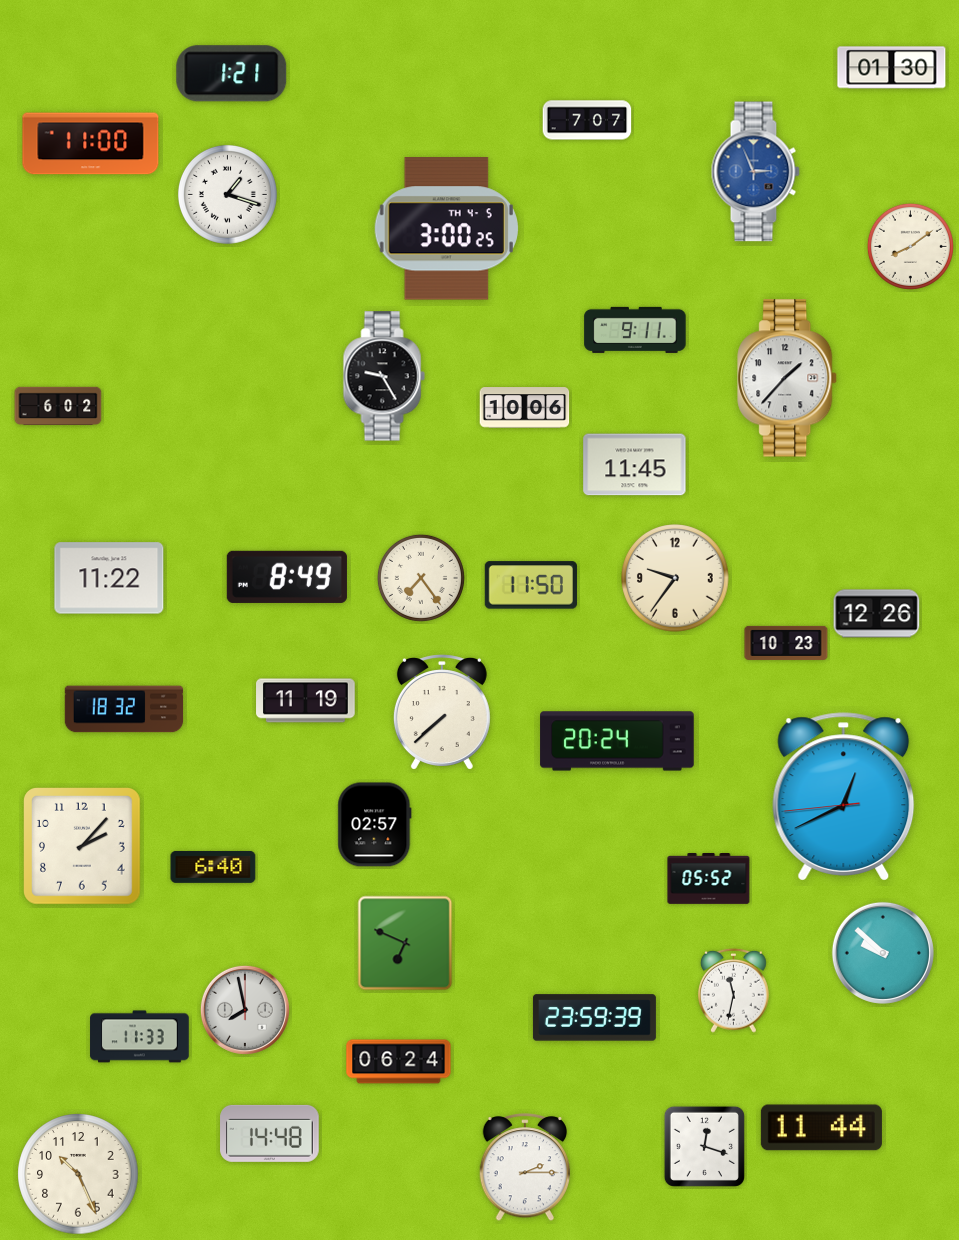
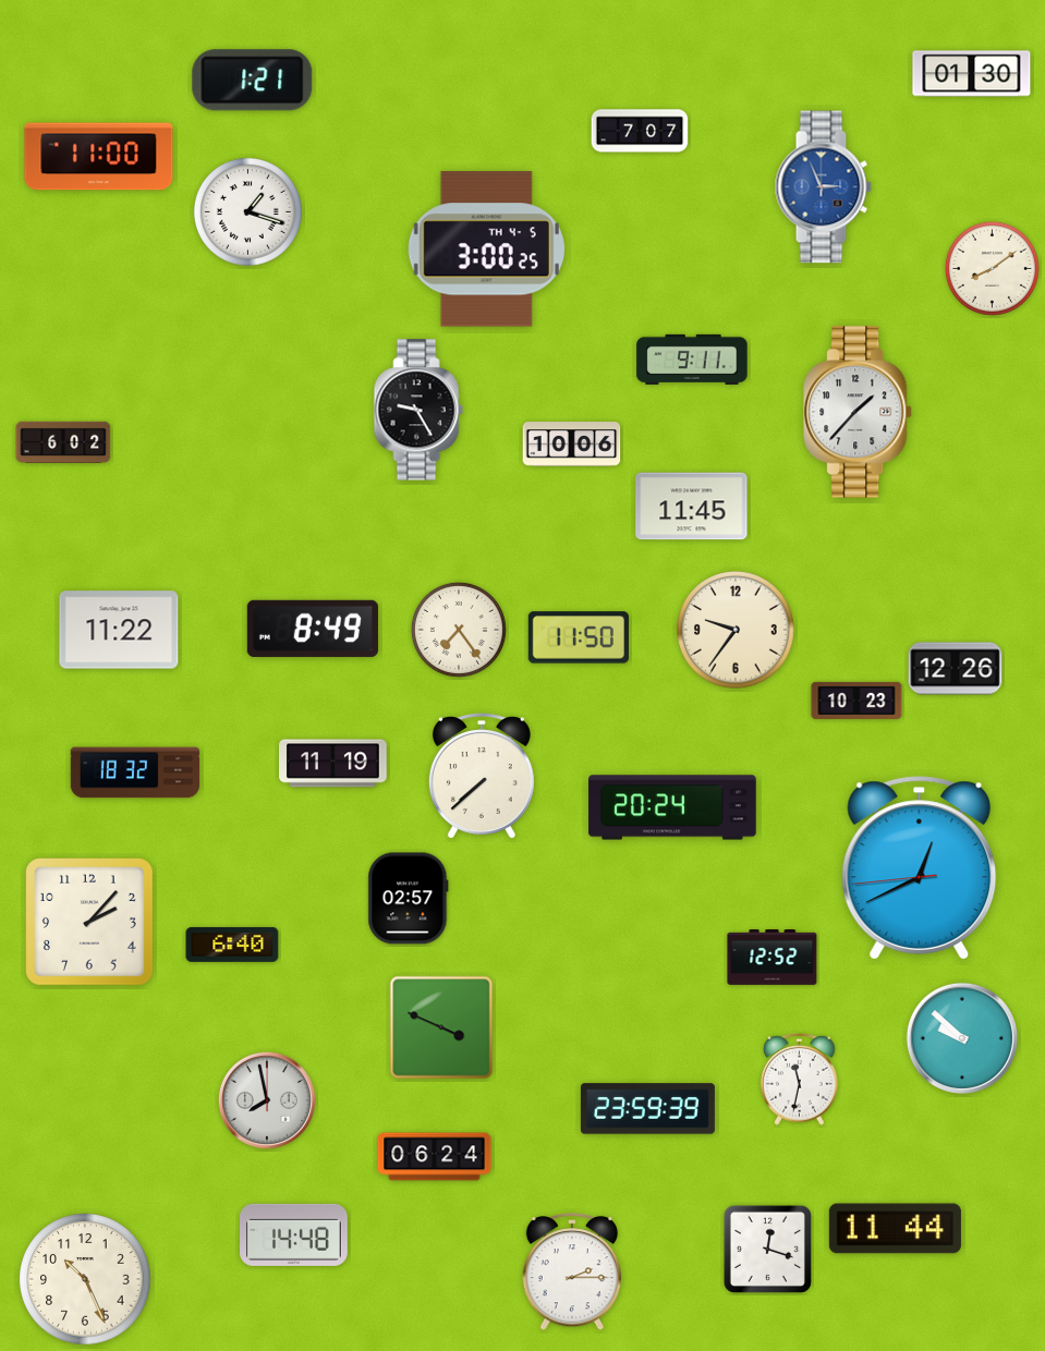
clock at (709, 879): 05:52 -> 12:52
clock at (405, 943): 6:49 -> 3:49
clock at (140, 1037): 11:33 -> none
